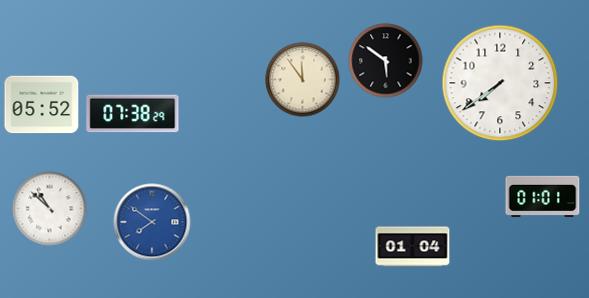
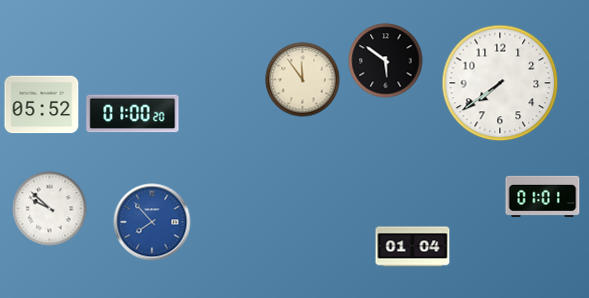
clock at (133, 114): 07:38 -> 01:00
clock at (50, 209): 10:52 -> 9:52
clock at (152, 222): 7:51 -> 7:53
